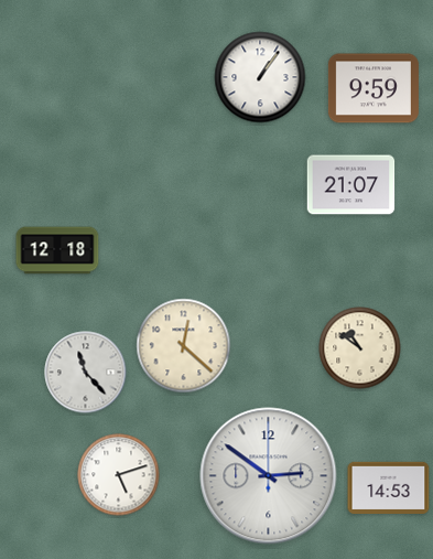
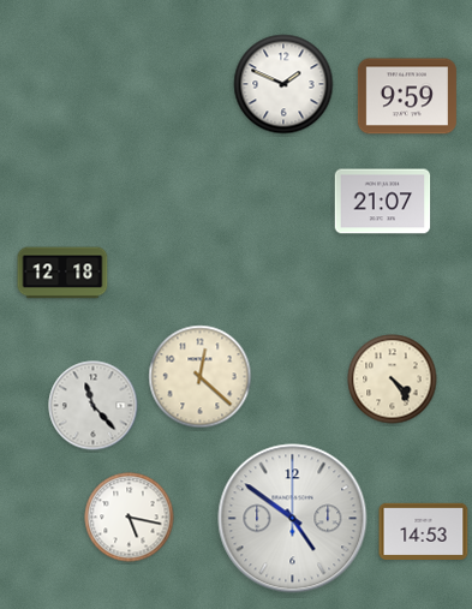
clock at (260, 77): 1:06 -> 1:49
clock at (360, 348): 10:51 -> 4:24
clock at (119, 475): 5:12 -> 5:17
clock at (269, 476): 2:51 -> 4:51
